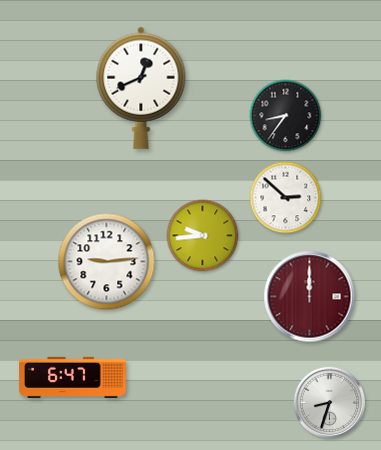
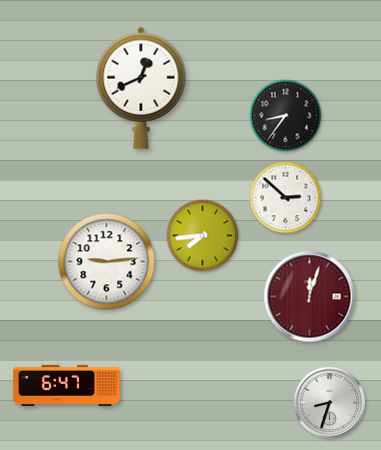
clock at (203, 236): 9:44 -> 7:44
clock at (310, 297): 12:00 -> 12:03
clock at (73, 377) position: (73, 377) -> (67, 385)
